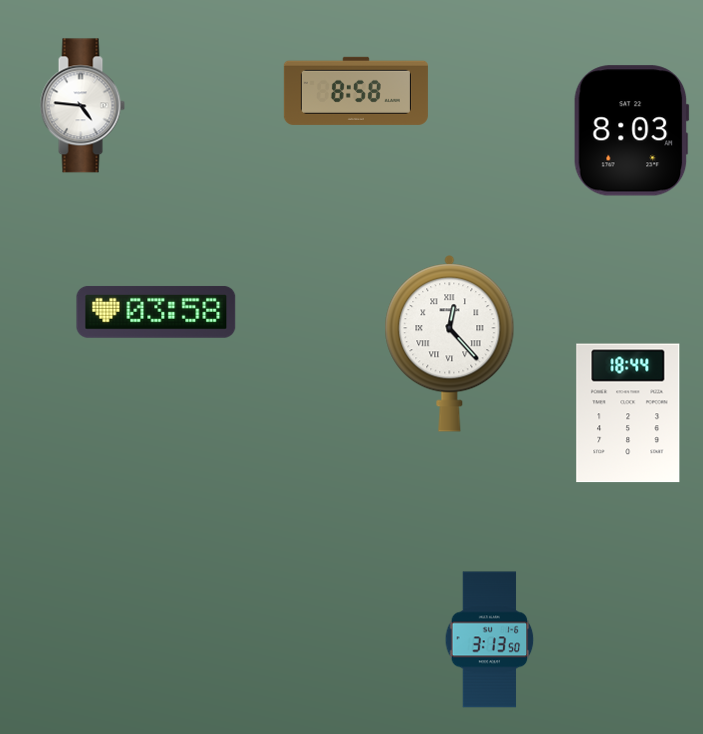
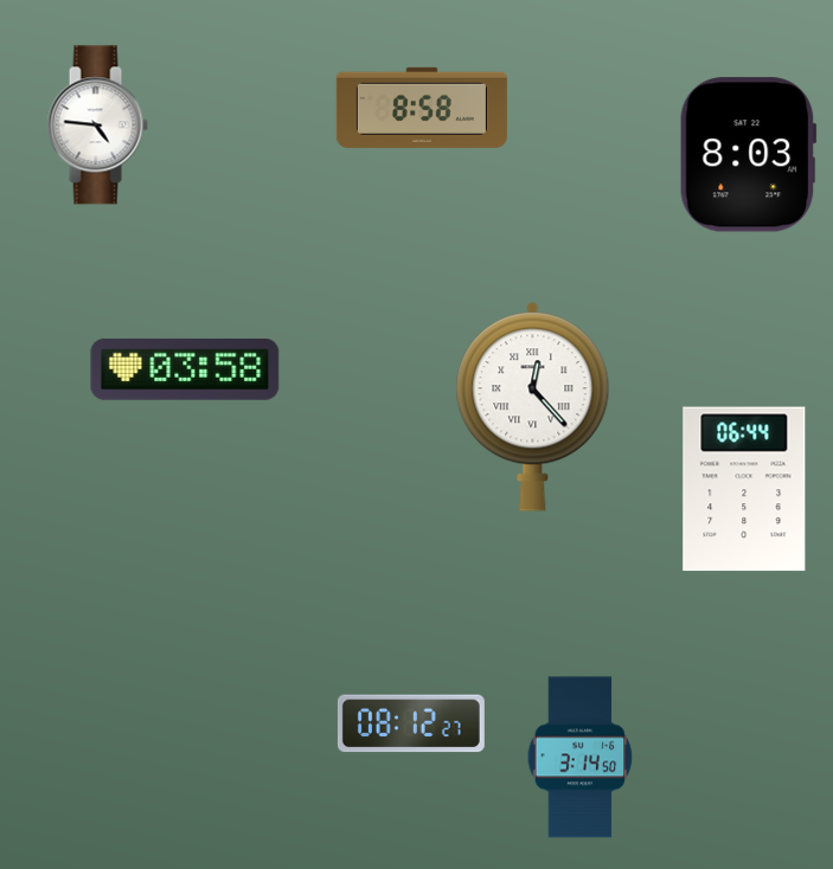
clock at (628, 413): 18:44 -> 06:44
clock at (411, 723): none -> 08:12
clock at (490, 640): 3:13 -> 3:14
